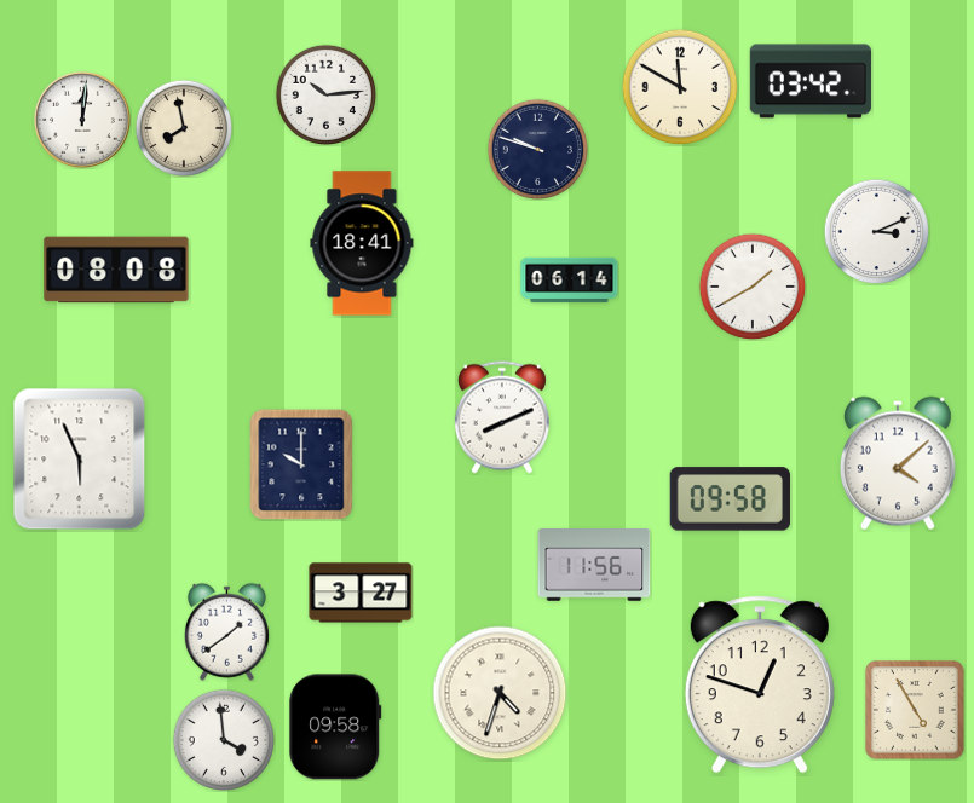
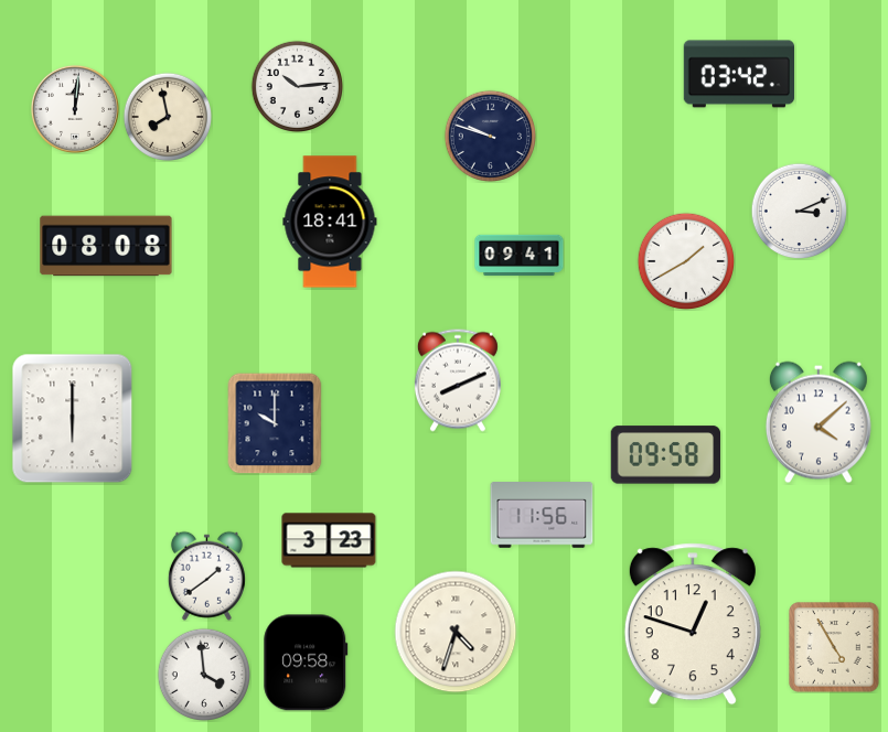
clock at (680, 87): 11:50 -> none
clock at (570, 281): 06:14 -> 09:41
clock at (80, 460): 5:56 -> 6:00
clock at (361, 593): 3:27 -> 3:23
